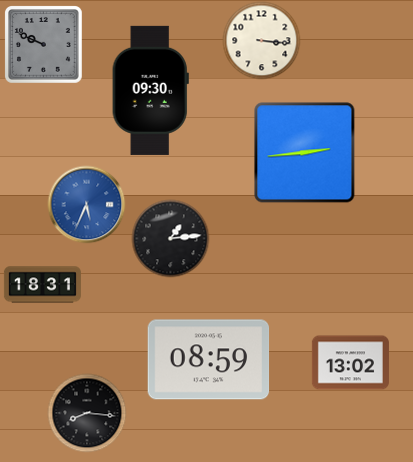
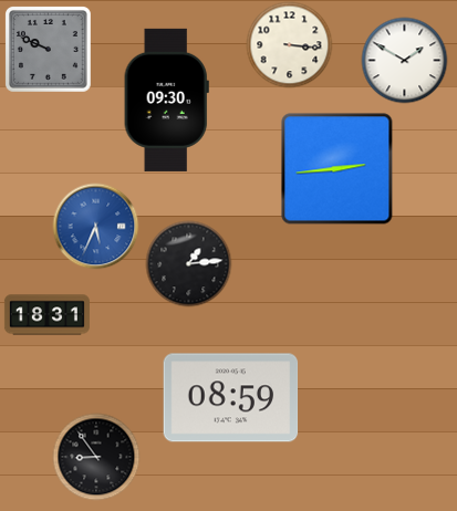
clock at (404, 60): none -> 1:50
clock at (350, 363): 13:02 -> none
clock at (87, 413): 8:16 -> 8:54
